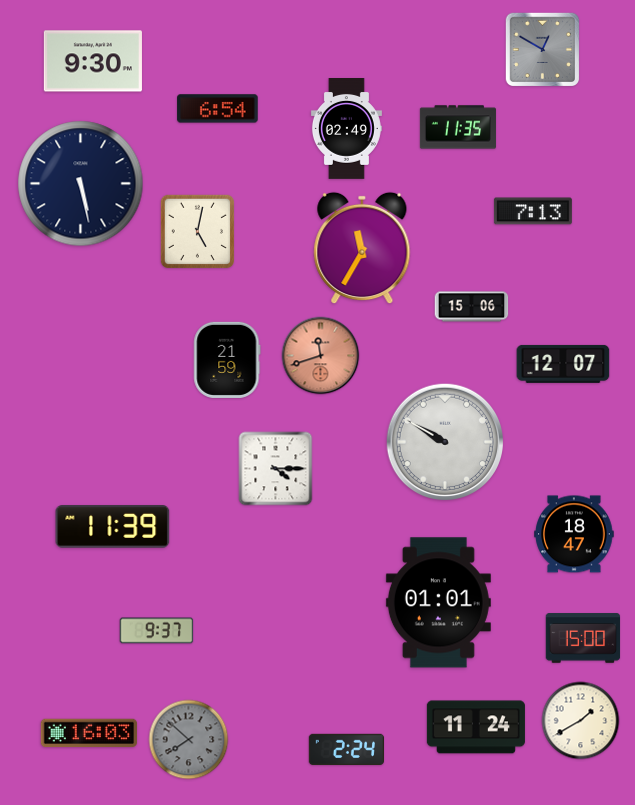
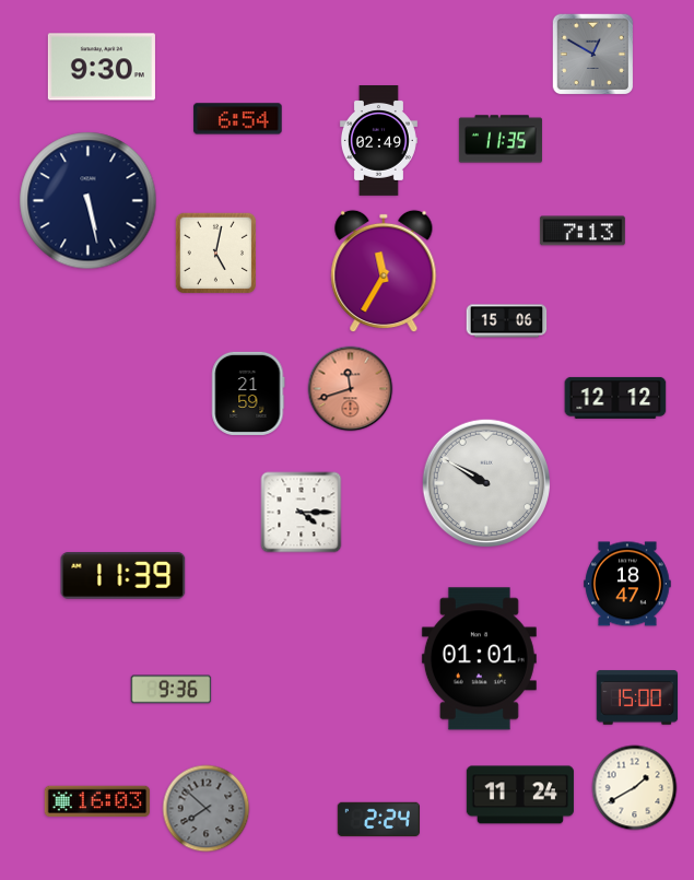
clock at (362, 248) position: (362, 248) -> (384, 271)
clock at (472, 307) position: (472, 307) -> (507, 321)
clock at (563, 364): 12:07 -> 12:12
clock at (157, 631): 9:37 -> 9:36
